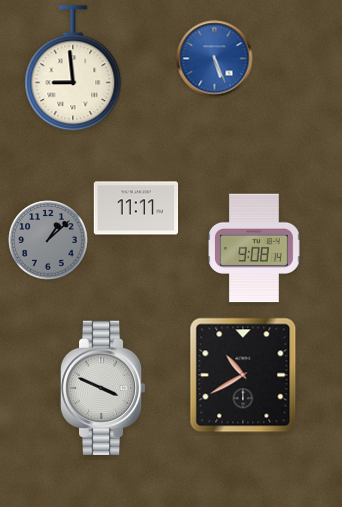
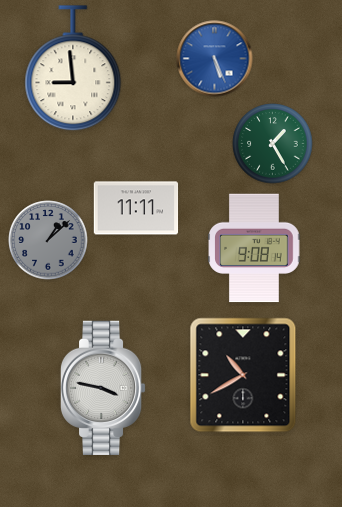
clock at (273, 144): none -> 1:25
clock at (103, 387): 3:49 -> 3:47
